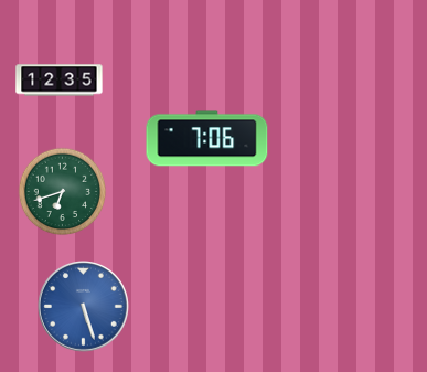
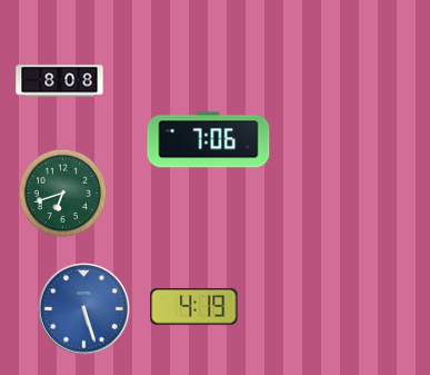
clock at (60, 81): 12:35 -> 8:08
clock at (194, 306): none -> 4:19
